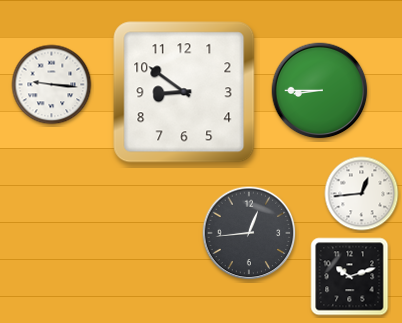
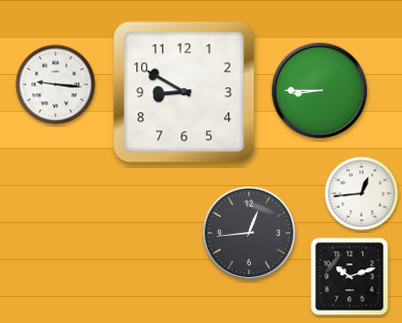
clock at (52, 85) position: (52, 85) -> (56, 85)
clock at (184, 92): 8:51 -> 8:50
